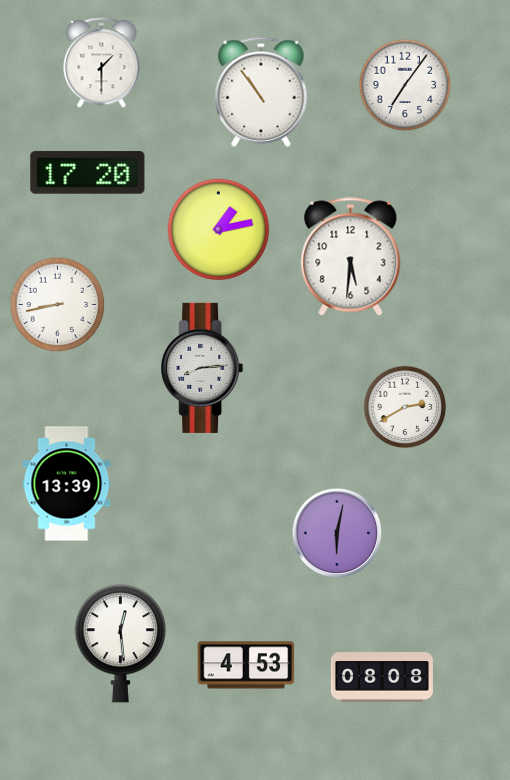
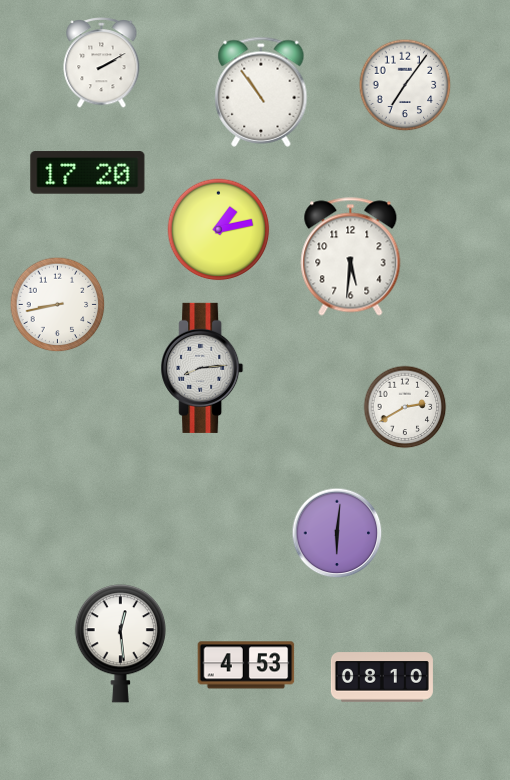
clock at (102, 62): 1:30 -> 2:10
clock at (67, 484): 13:39 -> none
clock at (337, 533): 6:02 -> 6:01
clock at (382, 677): 08:08 -> 08:10
